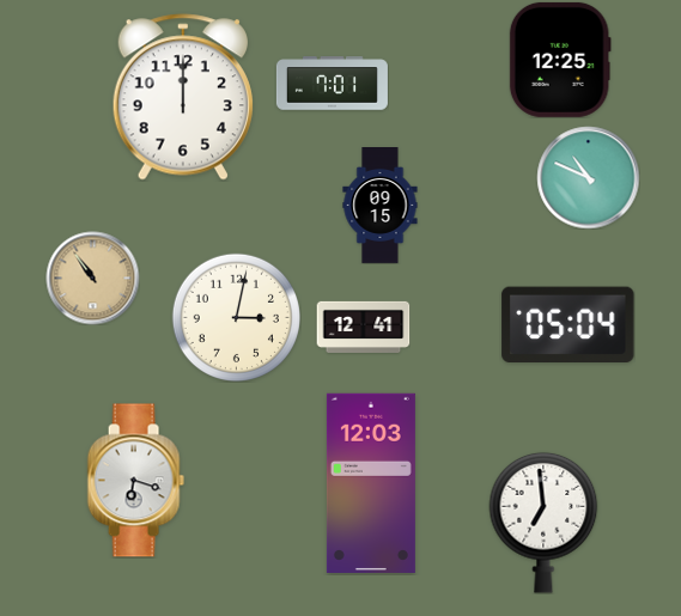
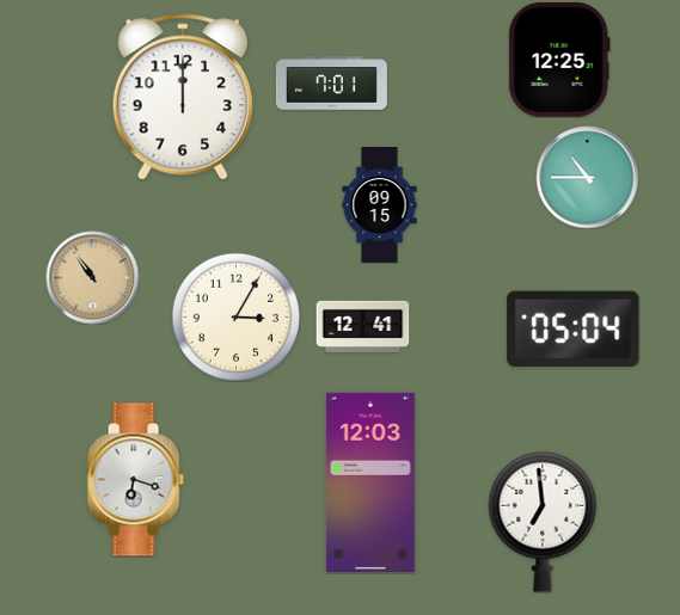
clock at (588, 177): 10:49 -> 10:45
clock at (236, 317): 3:02 -> 3:05
clock at (568, 324) position: (568, 324) -> (574, 328)
